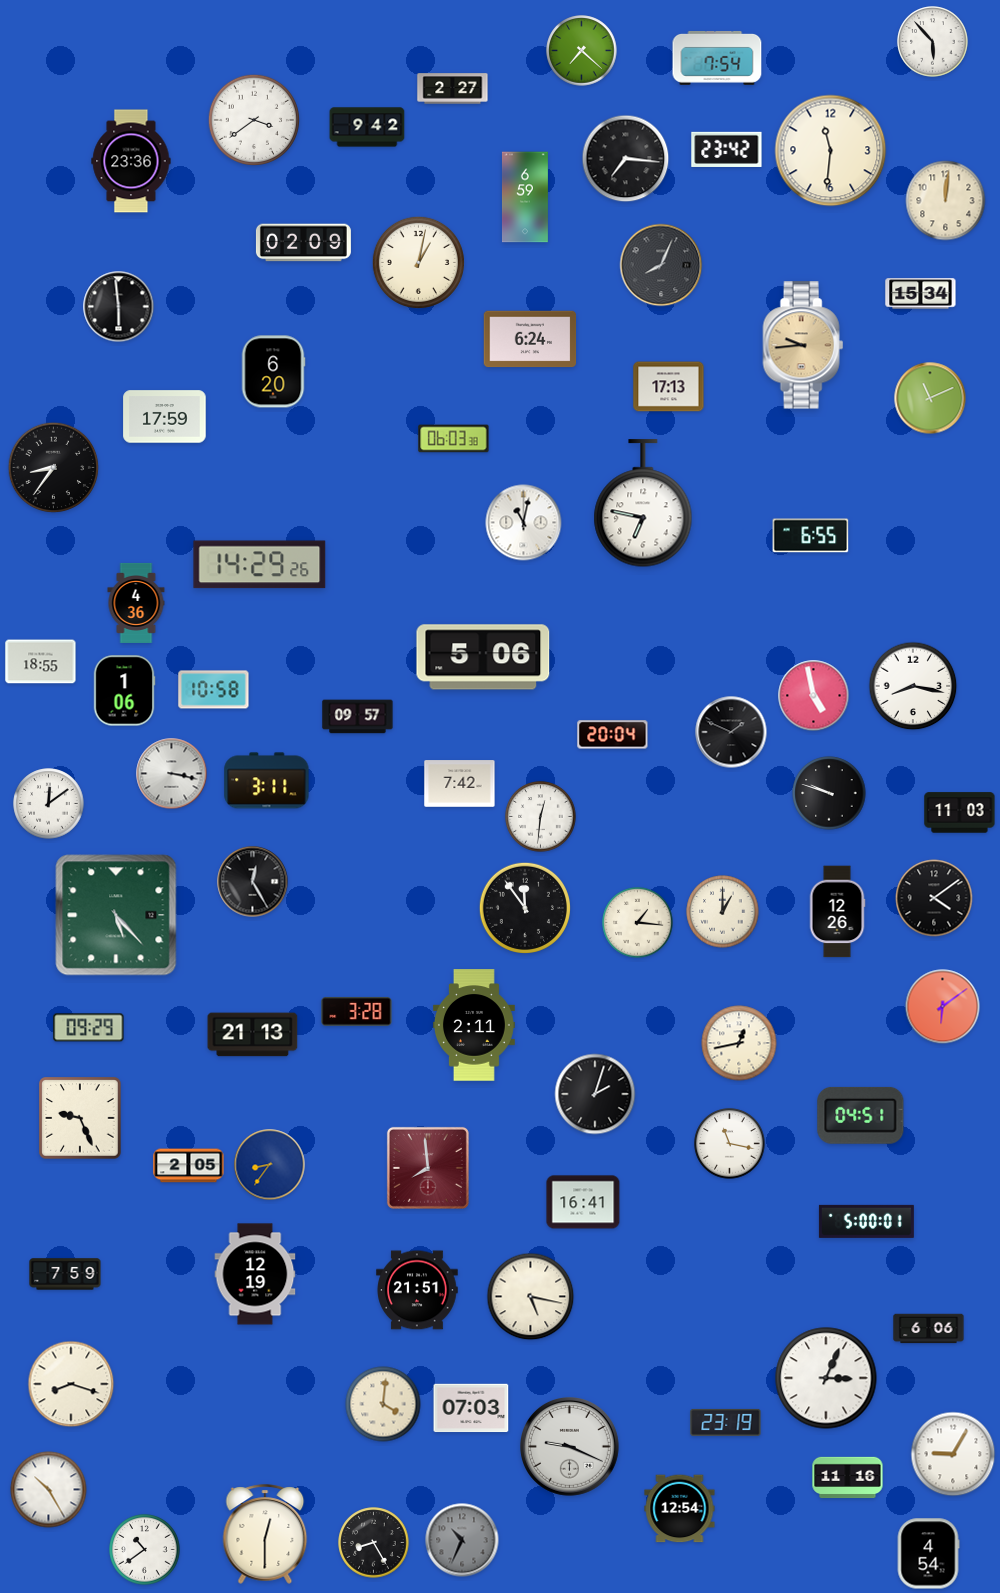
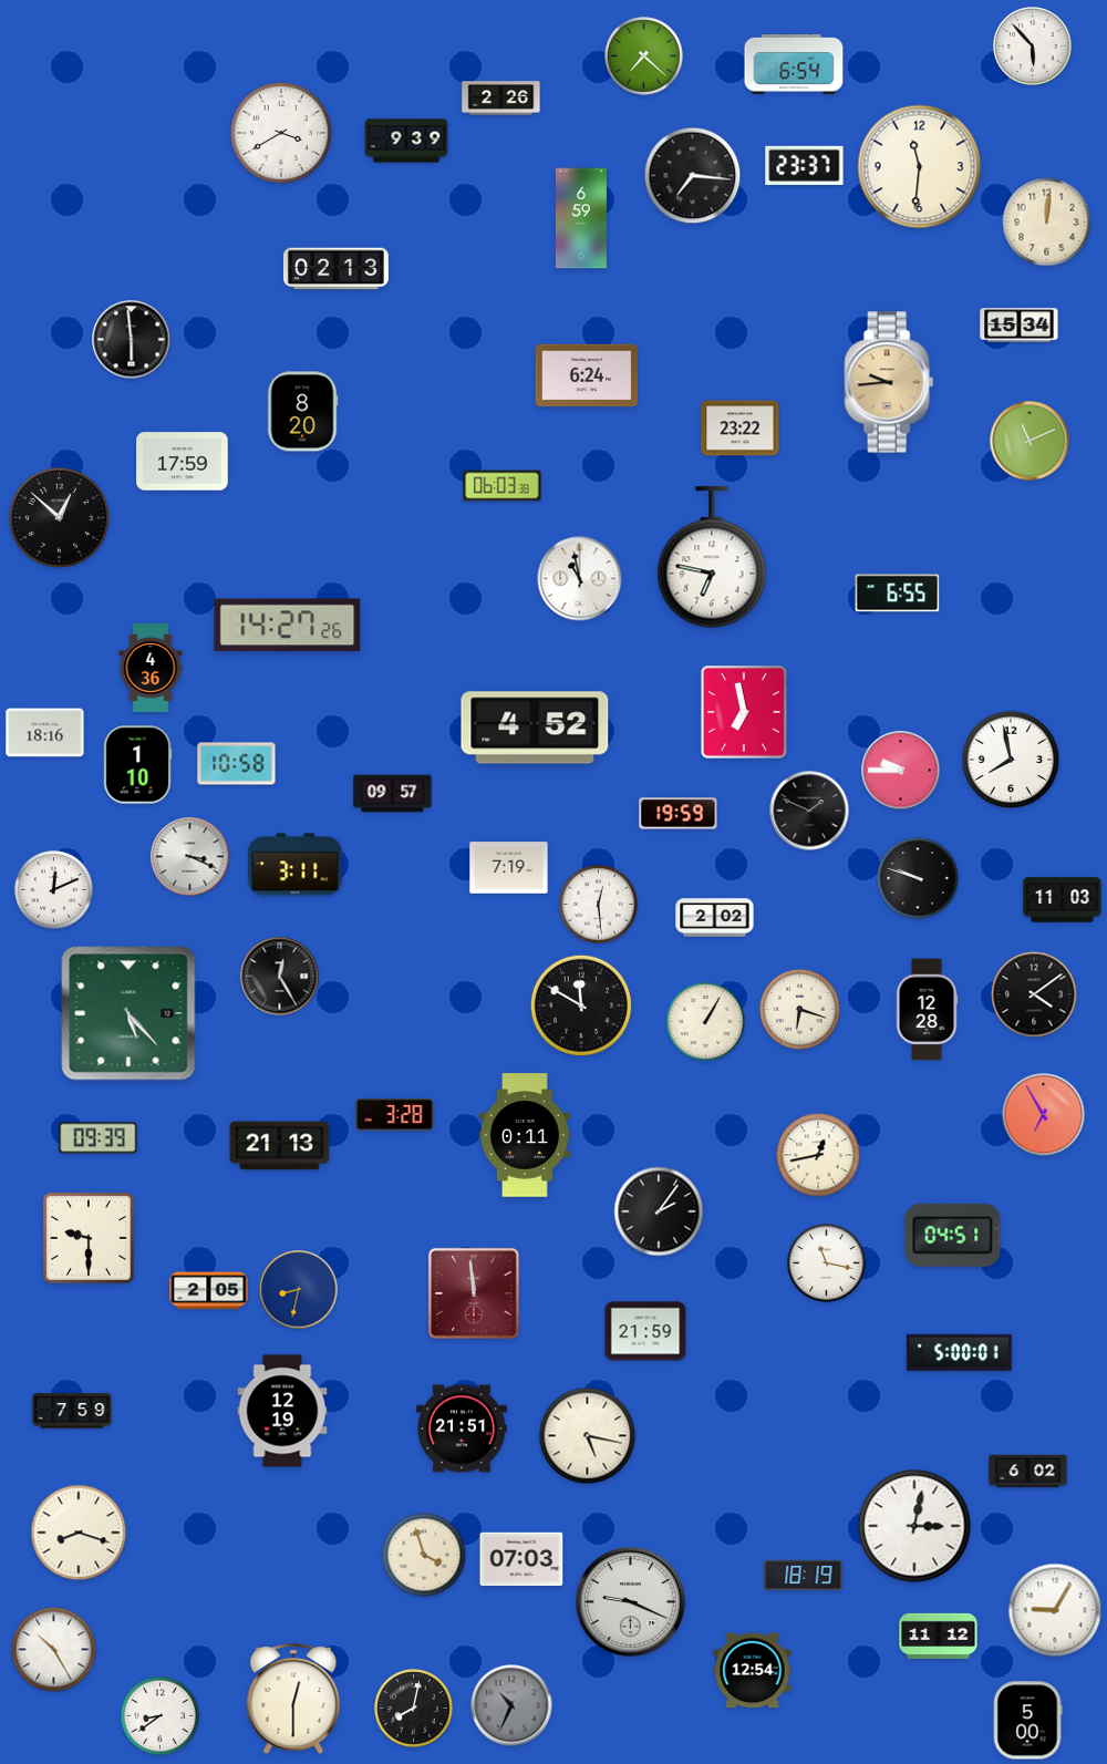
clock at (717, 58): 7:54 -> 6:54
clock at (453, 89): 2:27 -> 2:26
clock at (253, 119): 3:39 -> 3:40
clock at (367, 127): 9:42 -> 9:39
clock at (727, 149): 23:42 -> 23:37
clock at (131, 161): 23:36 -> none
clock at (303, 243): 02:09 -> 02:13
clock at (418, 262): 1:02 -> none
clock at (661, 265): 8:04 -> none
clock at (273, 372): 6:20 -> 8:20
clock at (669, 387): 17:13 -> 23:22
clock at (54, 468): 8:36 -> 12:52
clock at (524, 523): 11:02 -> 10:58
clock at (260, 565): 14:29 -> 14:27
clock at (744, 712): none -> 6:58
clock at (483, 657): 5:06 -> 4:52
clock at (41, 662): 18:55 -> 18:16
clock at (913, 686): 8:17 -> 7:58
clock at (124, 691): 1:06 -> 1:10
clock at (814, 696): 4:58 -> 9:45
clock at (358, 717) position: (358, 717) -> (393, 794)
clock at (613, 735): 20:04 -> 19:59
clock at (172, 774): 3:17 -> 3:19
clock at (460, 784): 7:42 -> 7:19
clock at (49, 804): 12:09 -> 12:11
clock at (541, 817): 12:31 -> 12:29
clock at (715, 918): none -> 2:02
clock at (524, 907): 11:54 -> 11:50
clock at (723, 912): 1:00 -> 6:18
clock at (837, 912): 12:26 -> 12:28
clock at (638, 923): 1:16 -> 1:05
clock at (943, 1007): 6:09 -> 6:55
clock at (357, 1011) position: (357, 1011) -> (395, 1114)
clock at (474, 1025): 2:11 -> 0:11
clock at (89, 1028): 09:29 -> 09:39
clock at (595, 1094): 2:03 -> 2:06
clock at (80, 1118): 9:26 -> 9:30
clock at (730, 1144) position: (730, 1144) -> (827, 1263)
clock at (270, 1165): 8:36 -> 8:32
clock at (428, 1168): 7:59 -> 11:59
clock at (583, 1202): 16:41 -> 21:59
clock at (929, 1329): 6:06 -> 6:02
clock at (826, 1378): 3:04 -> 3:02
clock at (383, 1404): 4:01 -> 3:57
clock at (726, 1422): 23:19 -> 18:19
clock at (848, 1478): 11:16 -> 11:12
clock at (374, 1543): 8:25 -> 8:02
clock at (145, 1550): 10:39 -> 8:39
clock at (928, 1554): 4:54 -> 5:00
